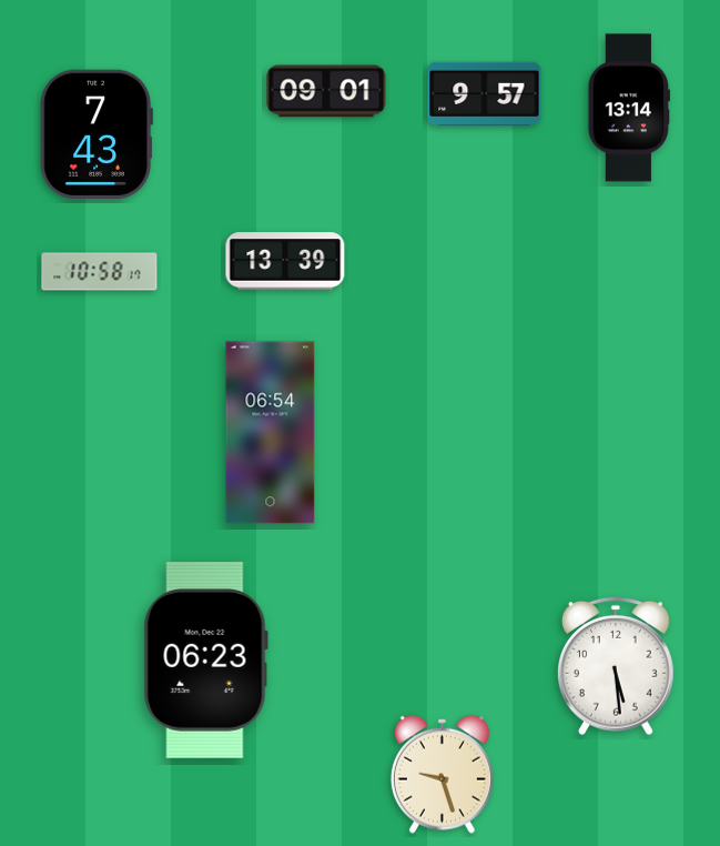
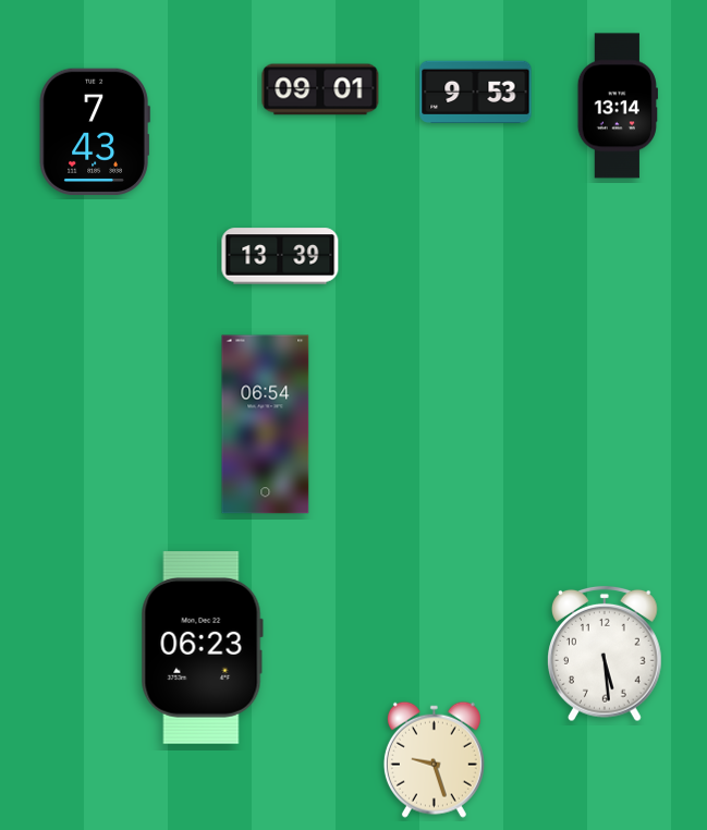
clock at (485, 93): 9:57 -> 9:53
clock at (100, 272): 10:58 -> none
